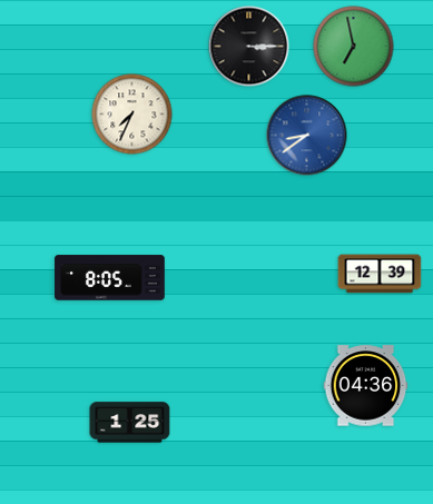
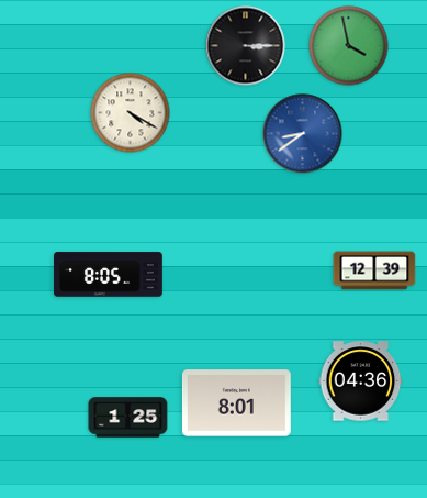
clock at (354, 47): 6:58 -> 3:58
clock at (132, 115): 7:34 -> 4:20
clock at (236, 403): none -> 8:01
